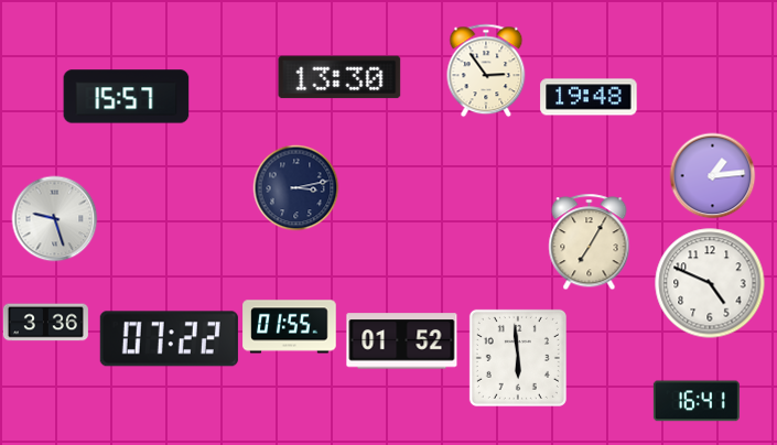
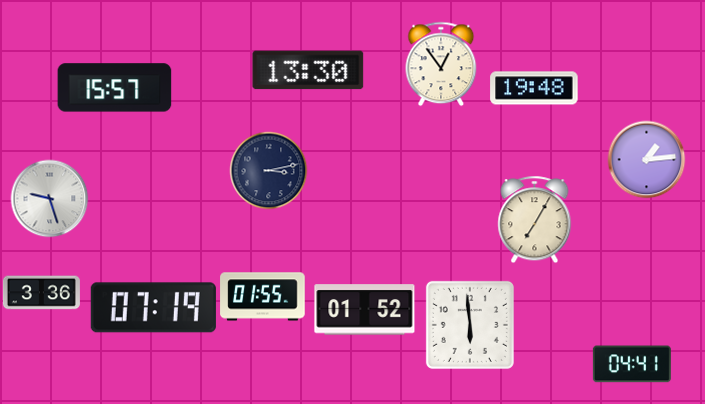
clock at (486, 70): 2:54 -> 12:54
clock at (710, 283): 4:49 -> none
clock at (169, 339): 07:22 -> 07:19
clock at (697, 401): 16:41 -> 04:41
